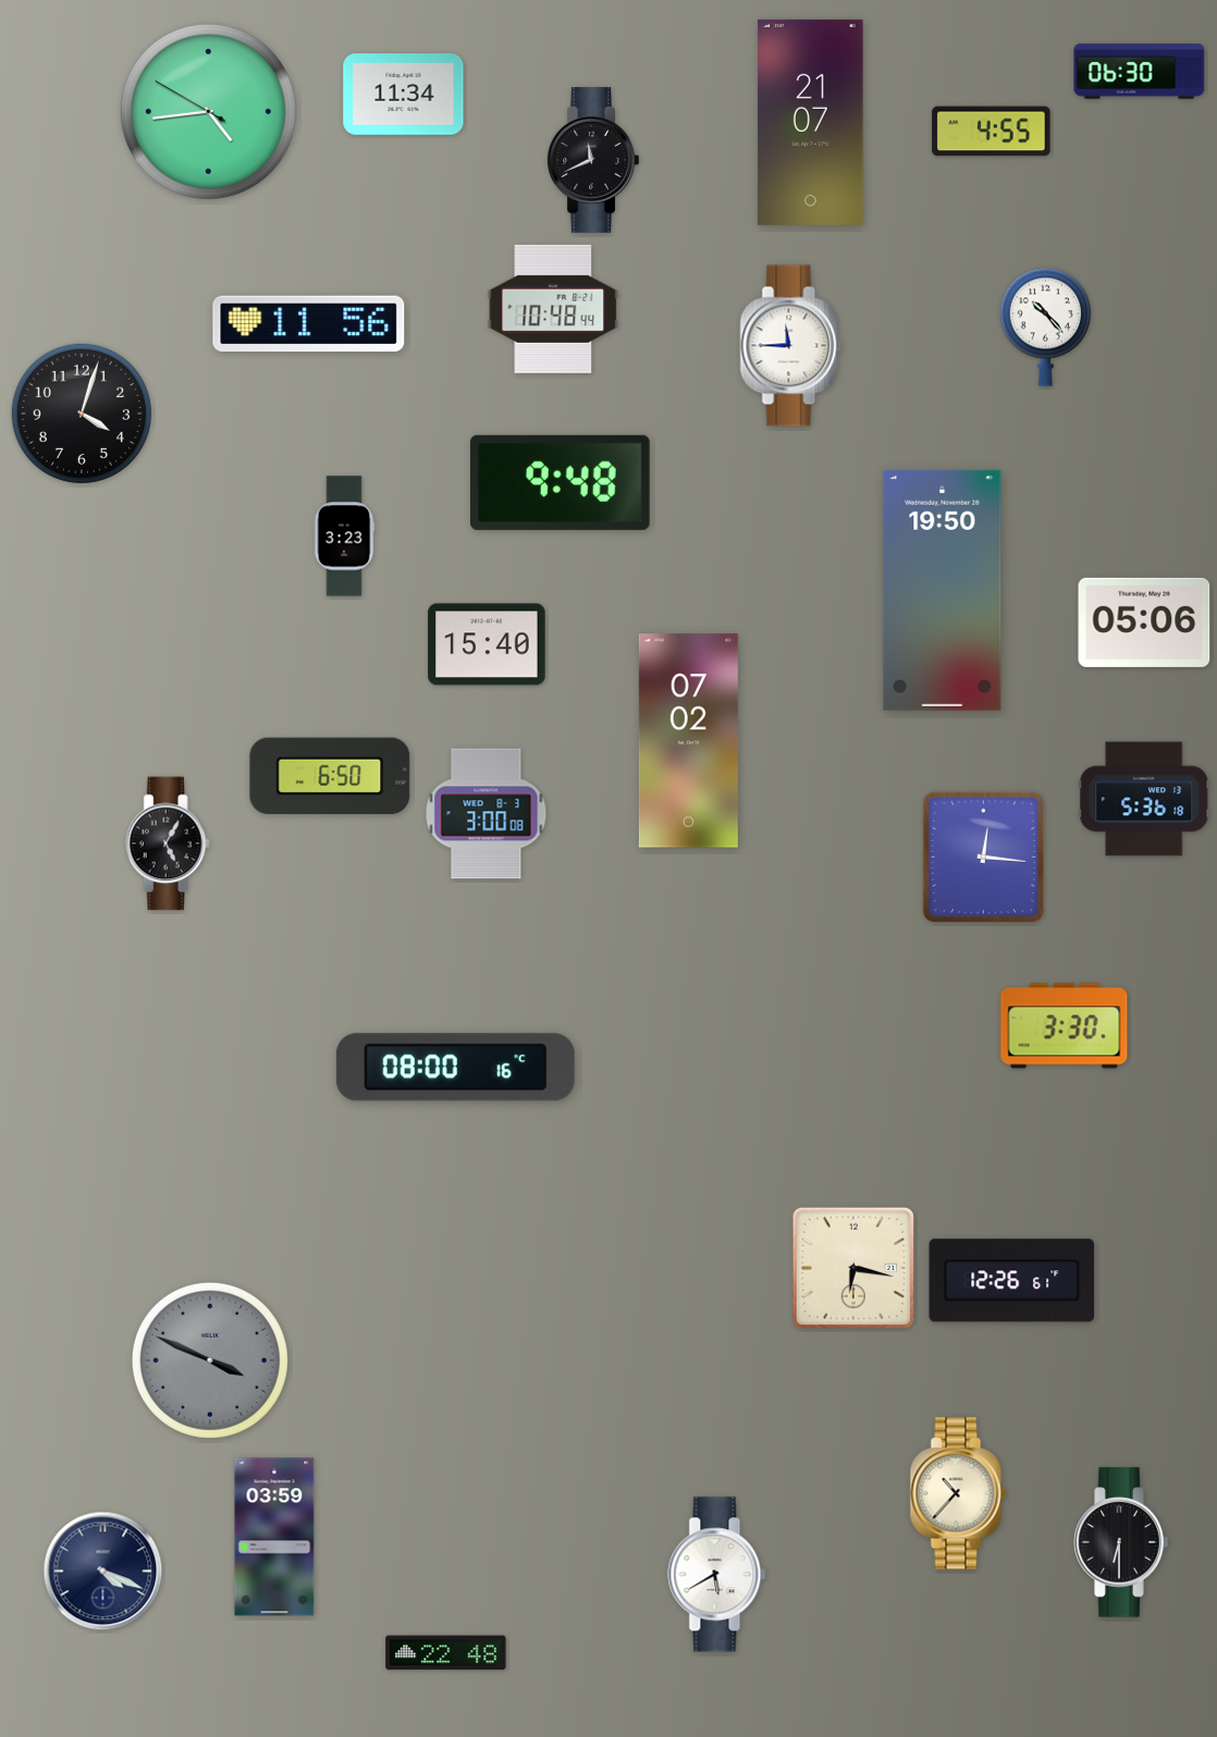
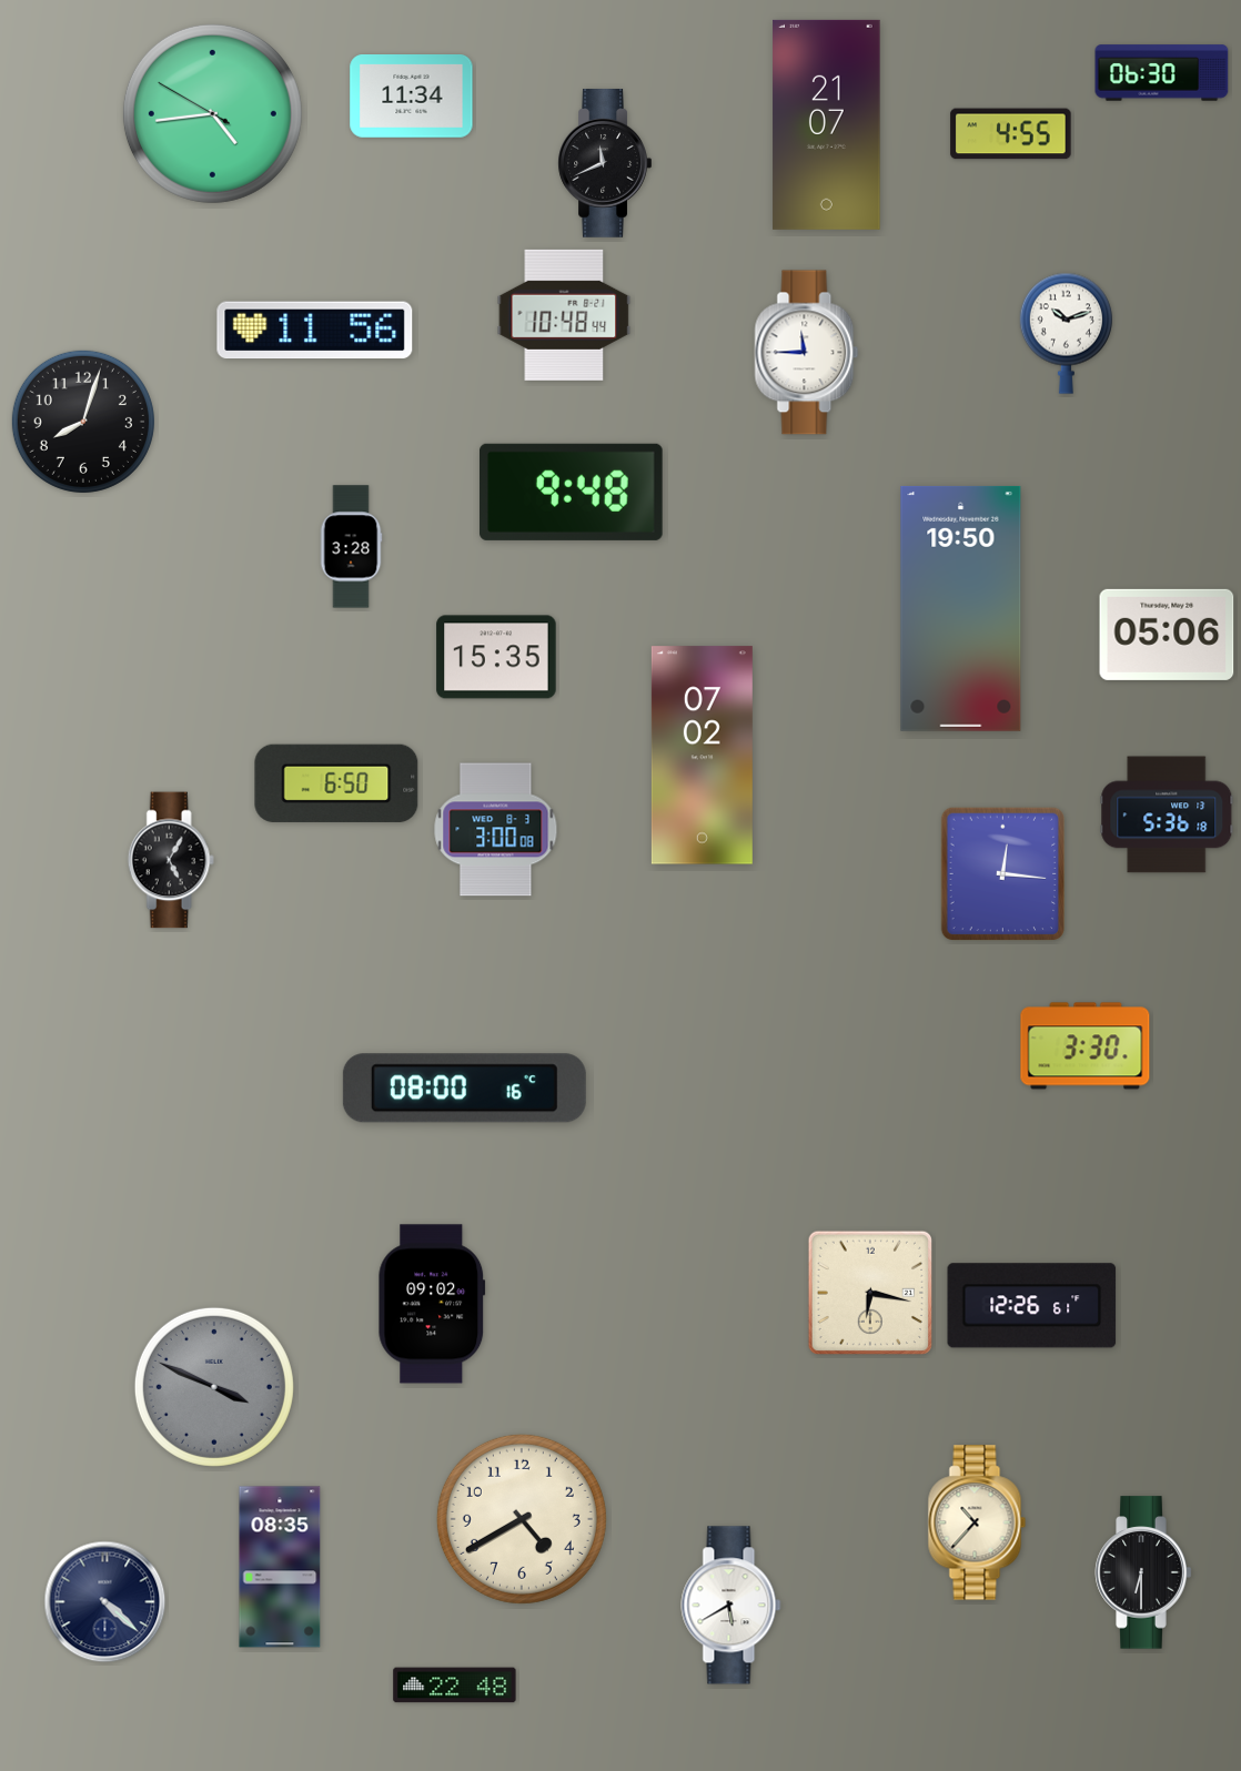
clock at (1045, 327): 10:23 -> 10:12
clock at (82, 414): 4:03 -> 8:03
clock at (344, 537): 3:23 -> 3:28
clock at (943, 590) position: (943, 590) -> (961, 608)
clock at (487, 644): 15:40 -> 15:35
clock at (330, 776) position: (330, 776) -> (336, 783)
clock at (432, 1304): none -> 09:02
clock at (522, 1519): none -> 4:40
clock at (274, 1537): 03:59 -> 08:35
clock at (103, 1572): 4:19 -> 4:22
